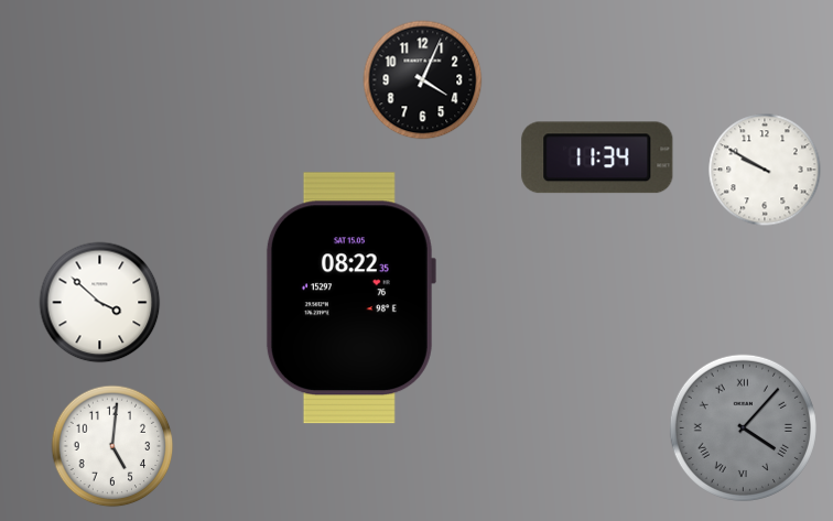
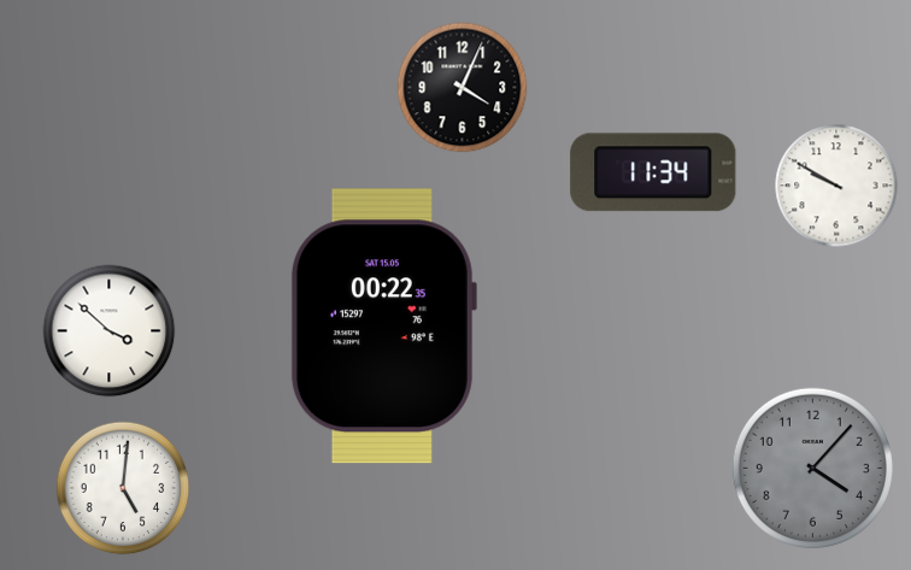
clock at (350, 299): 08:22 -> 00:22
clock at (743, 427) numerals: Roman -> Arabic
